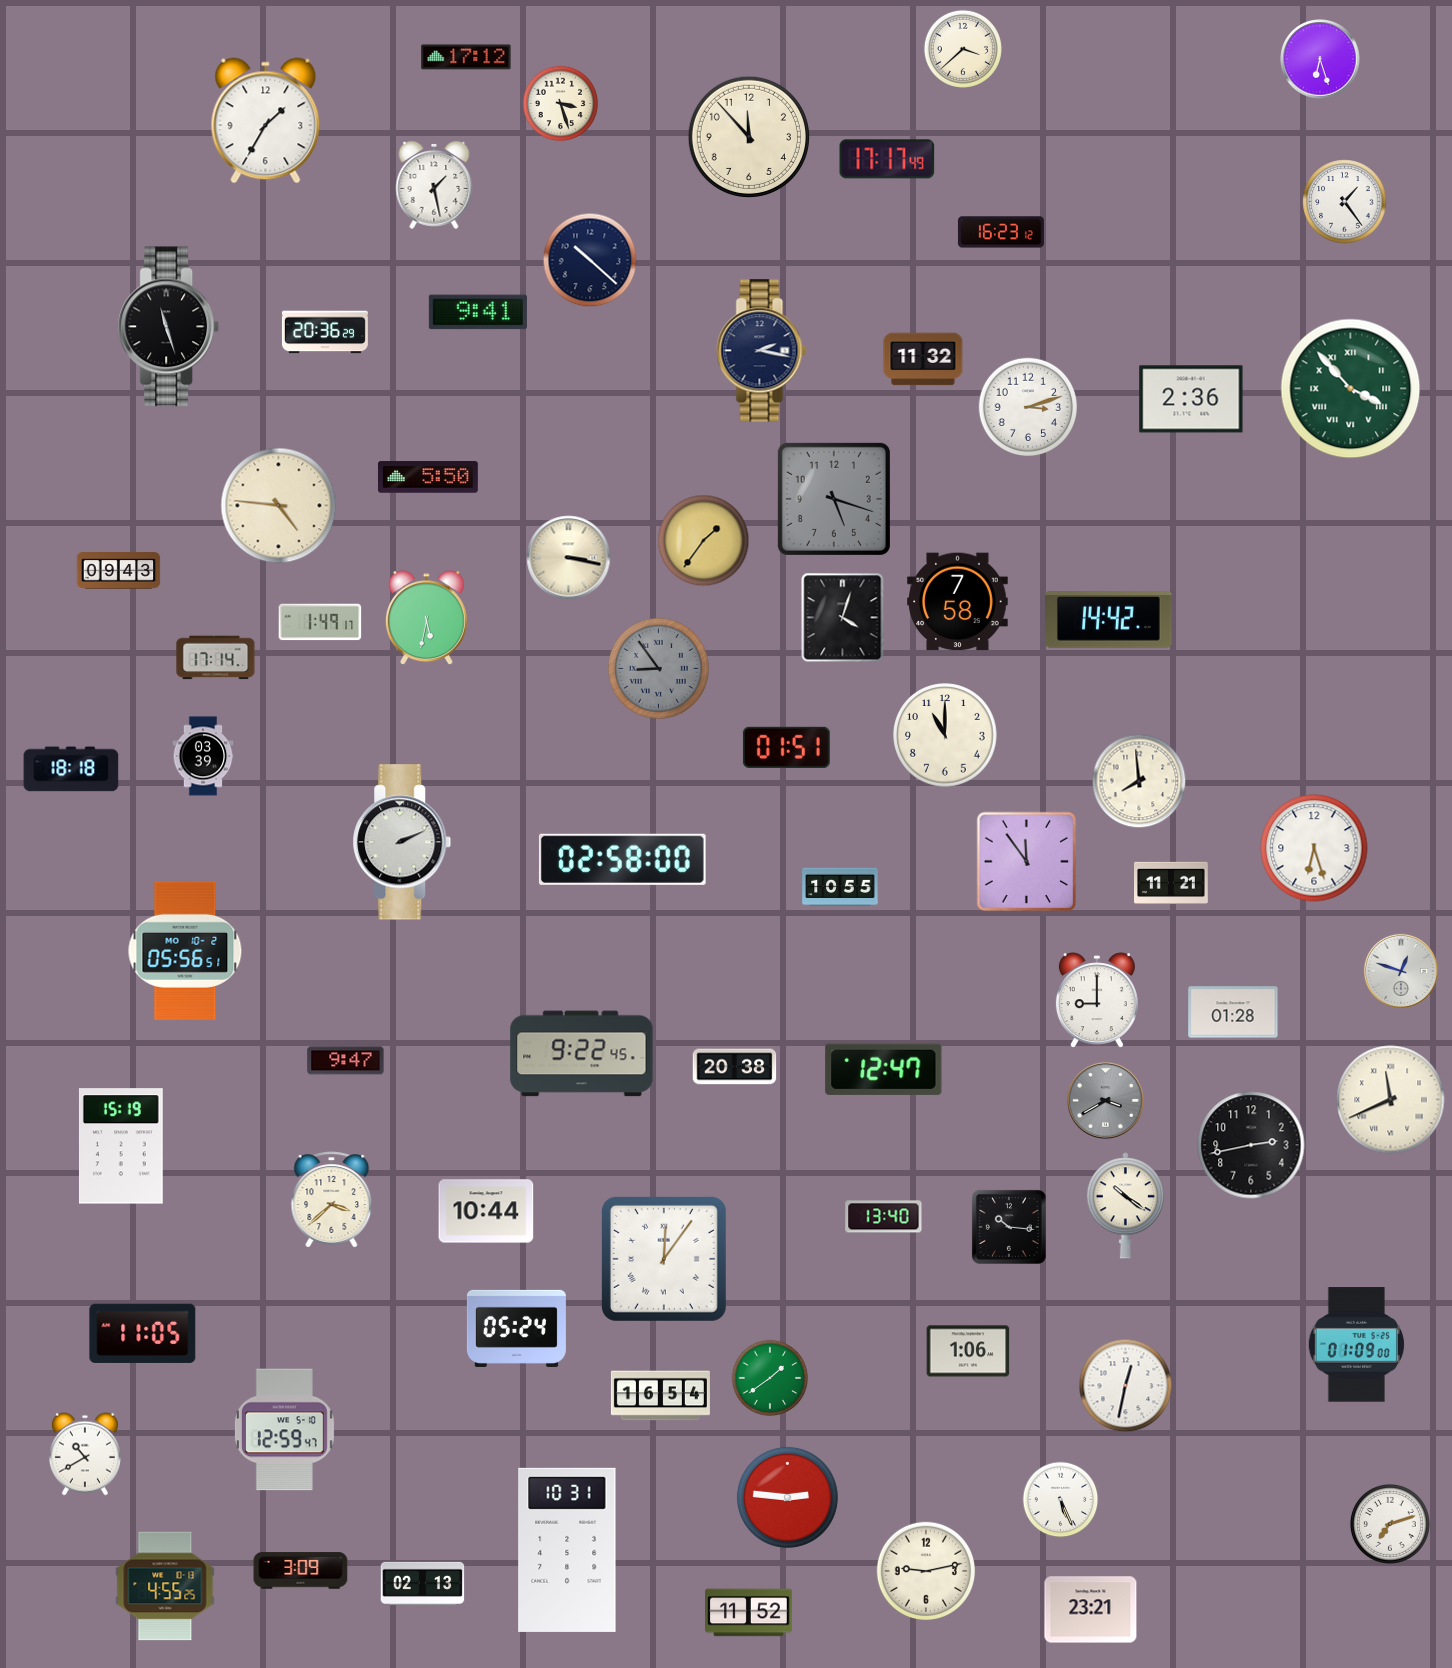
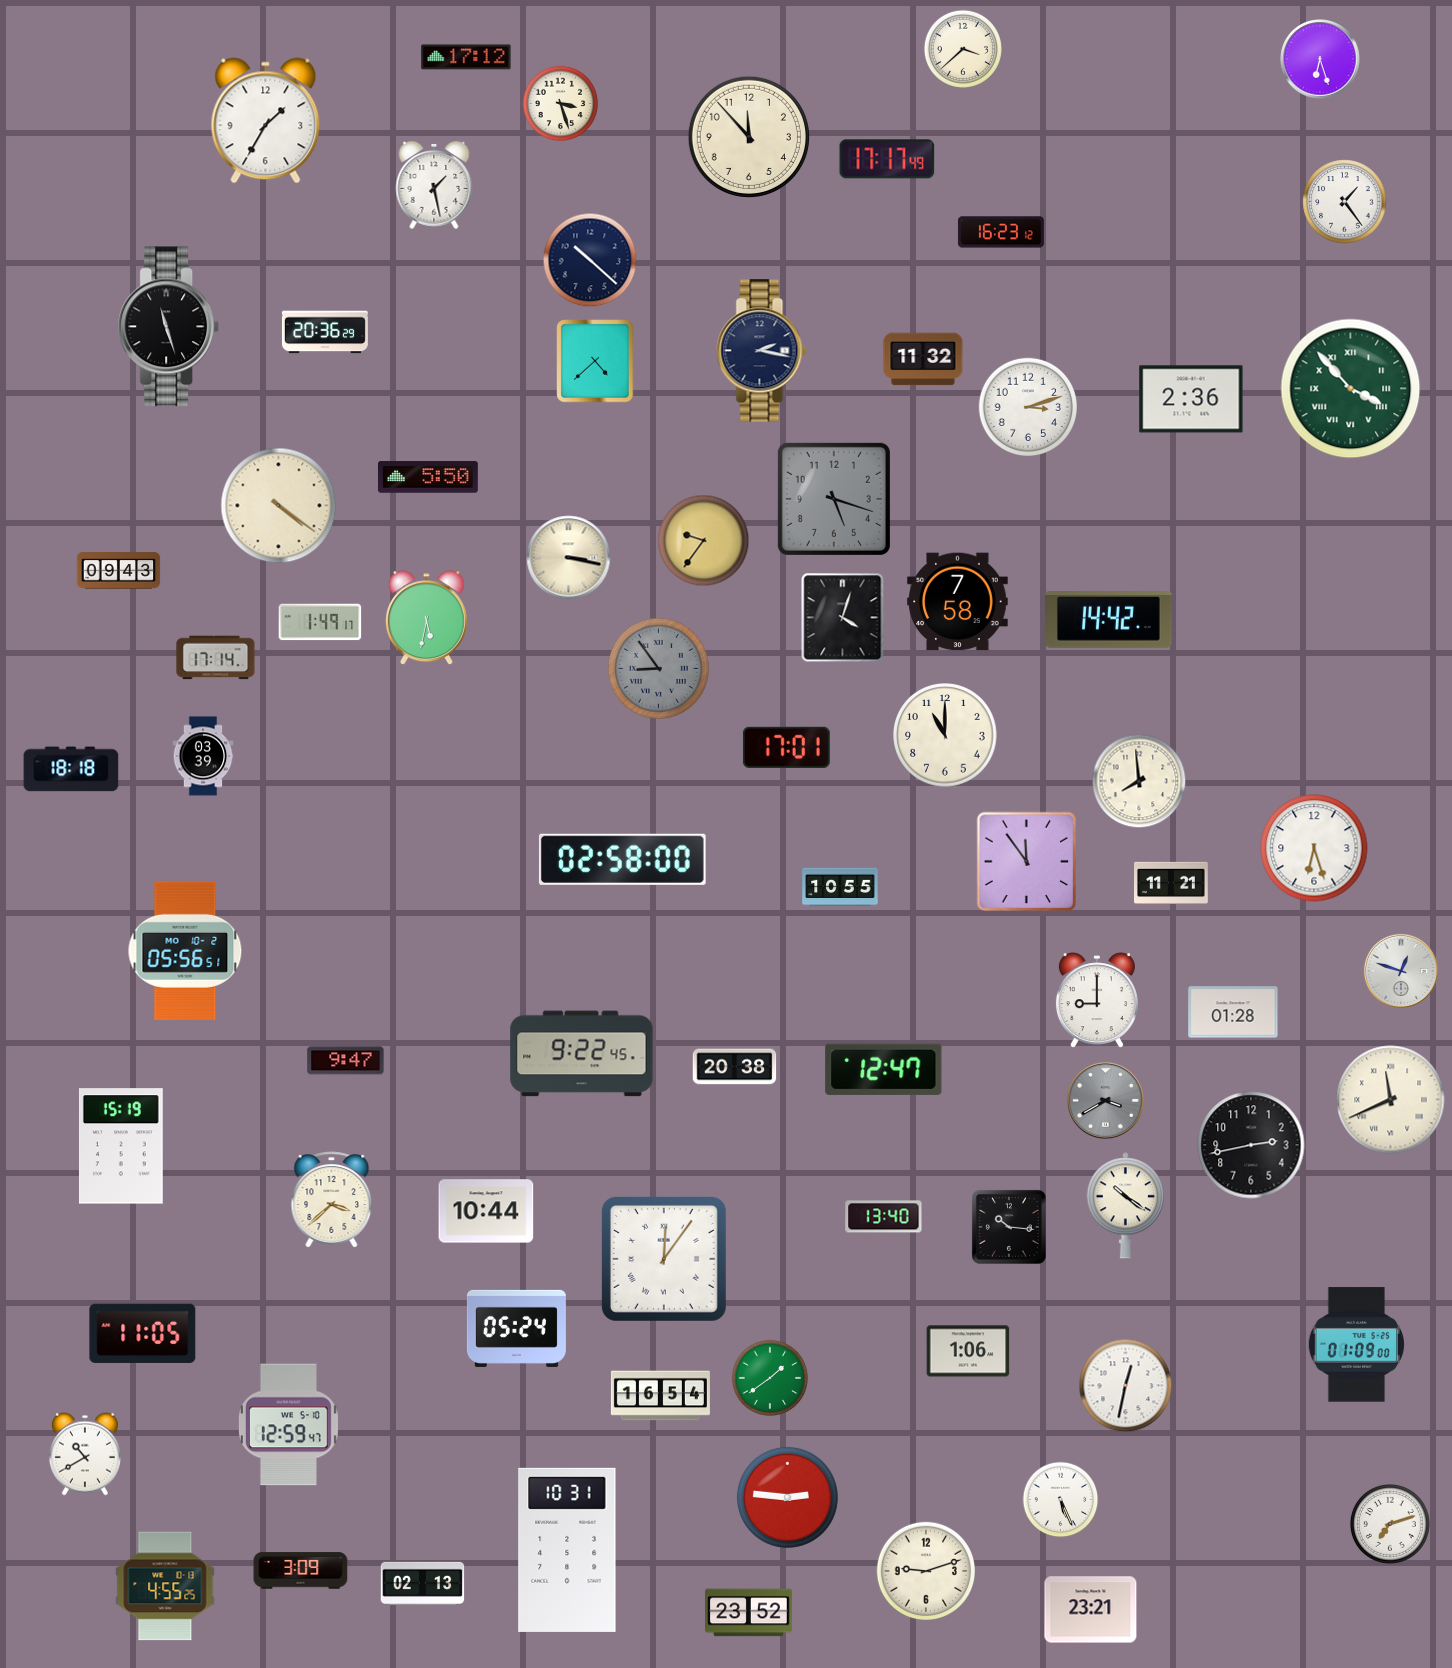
clock at (478, 312): 9:41 -> none
clock at (595, 361): none -> 4:38
clock at (279, 506): 4:46 -> 4:21
clock at (704, 541): 1:36 -> 9:36
clock at (786, 747): 01:51 -> 17:01
clock at (402, 842): 2:11 -> none
clock at (284, 1430) position: (284, 1430) -> (288, 1425)
clock at (925, 1570): 9:13 -> 9:12
clock at (749, 1613): 11:52 -> 23:52
